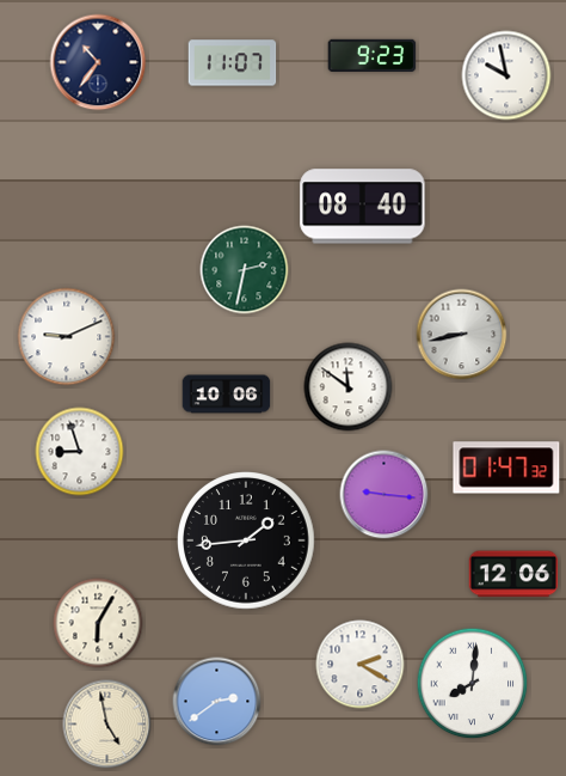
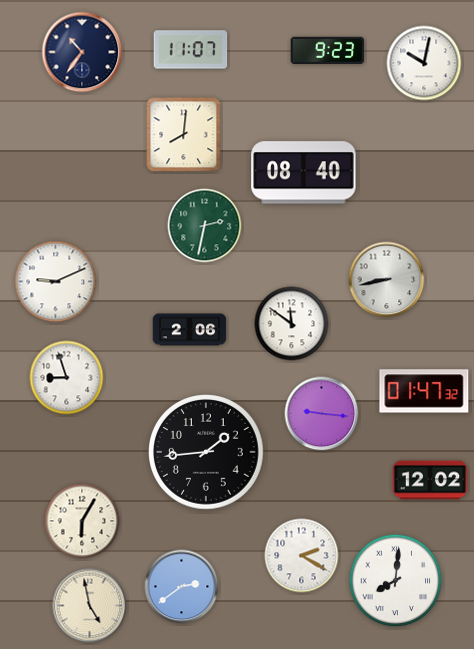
clock at (373, 55) position: (373, 55) -> (328, 50)
clock at (233, 63) position: (233, 63) -> (191, 50)
clock at (506, 75): 9:58 -> 10:02
clock at (184, 135): none -> 8:01
clock at (227, 395): 10:06 -> 2:06
clock at (513, 574): 12:06 -> 12:02
clock at (473, 684) position: (473, 684) -> (396, 581)
